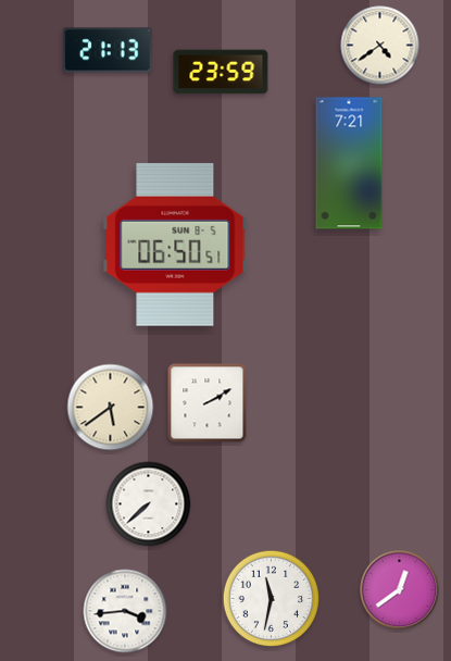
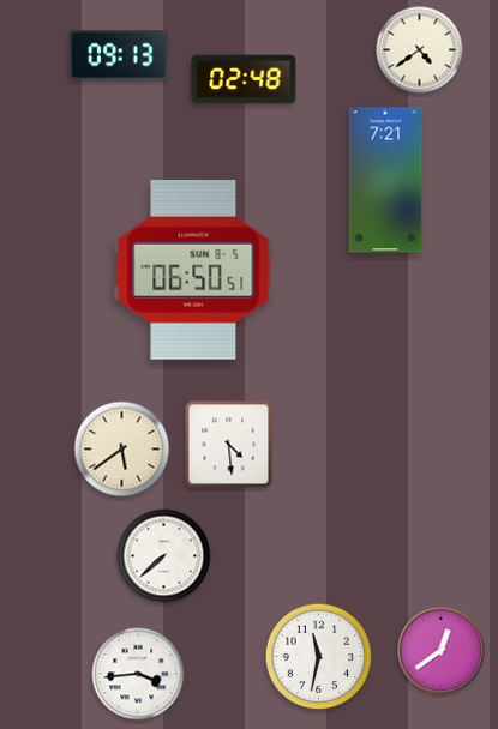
clock at (108, 50): 21:13 -> 09:13
clock at (221, 72): 23:59 -> 02:48
clock at (208, 403): 2:10 -> 4:29
clock at (272, 599) position: (272, 599) -> (319, 657)
